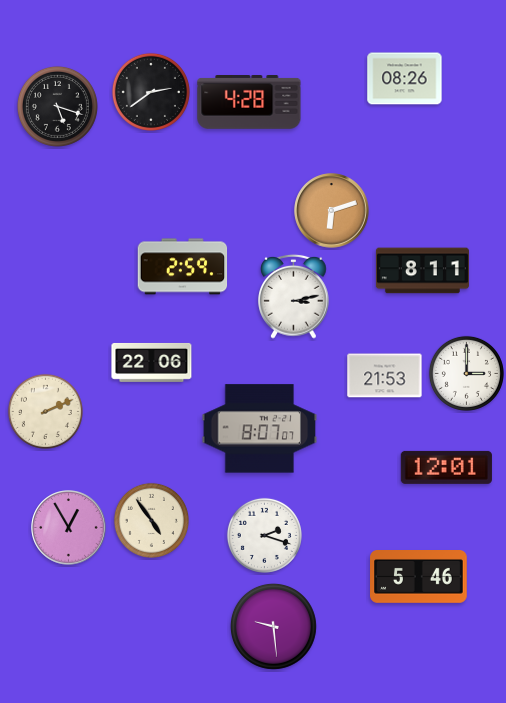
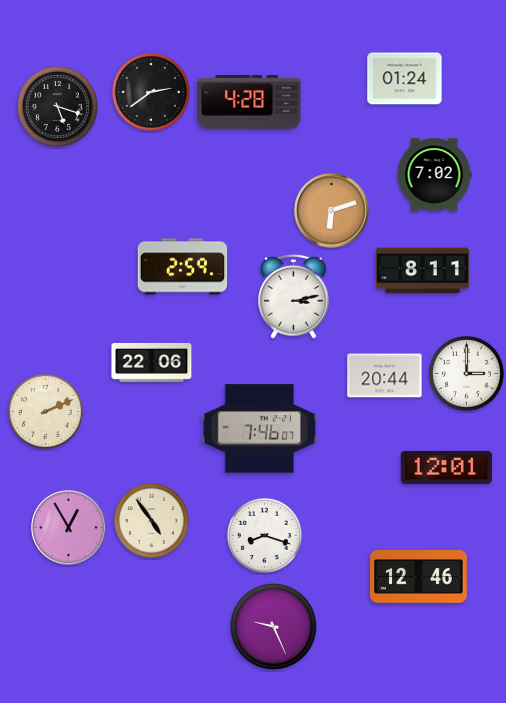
clock at (405, 79): 08:26 -> 01:24
clock at (434, 175): none -> 7:02
clock at (385, 376): 21:53 -> 20:44
clock at (260, 429): 8:07 -> 7:46
clock at (264, 535): 2:18 -> 8:18
clock at (419, 577): 5:46 -> 12:46
clock at (273, 626): 9:29 -> 9:26
